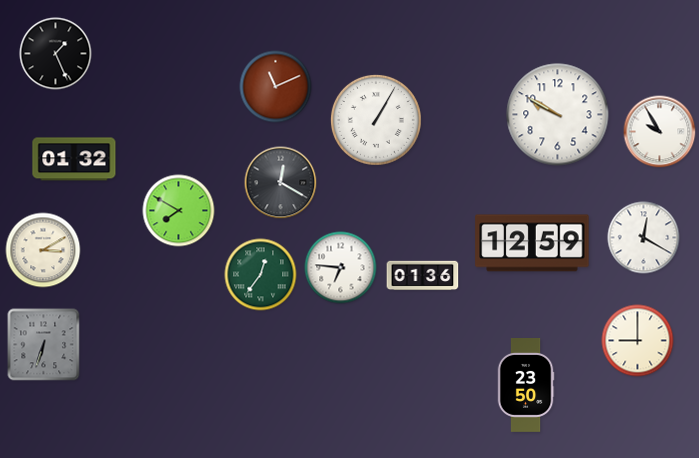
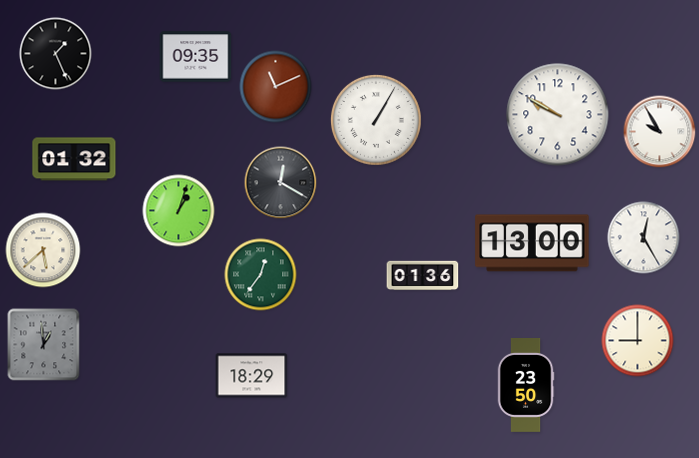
clock at (196, 57): none -> 09:35
clock at (179, 211): 7:50 -> 1:03
clock at (644, 238): 12:20 -> 12:25
clock at (532, 243): 12:59 -> 13:00
clock at (43, 250): 3:10 -> 5:38
clock at (341, 268): 6:46 -> none
clock at (44, 345): 6:33 -> 12:59
clock at (252, 376): none -> 18:29
